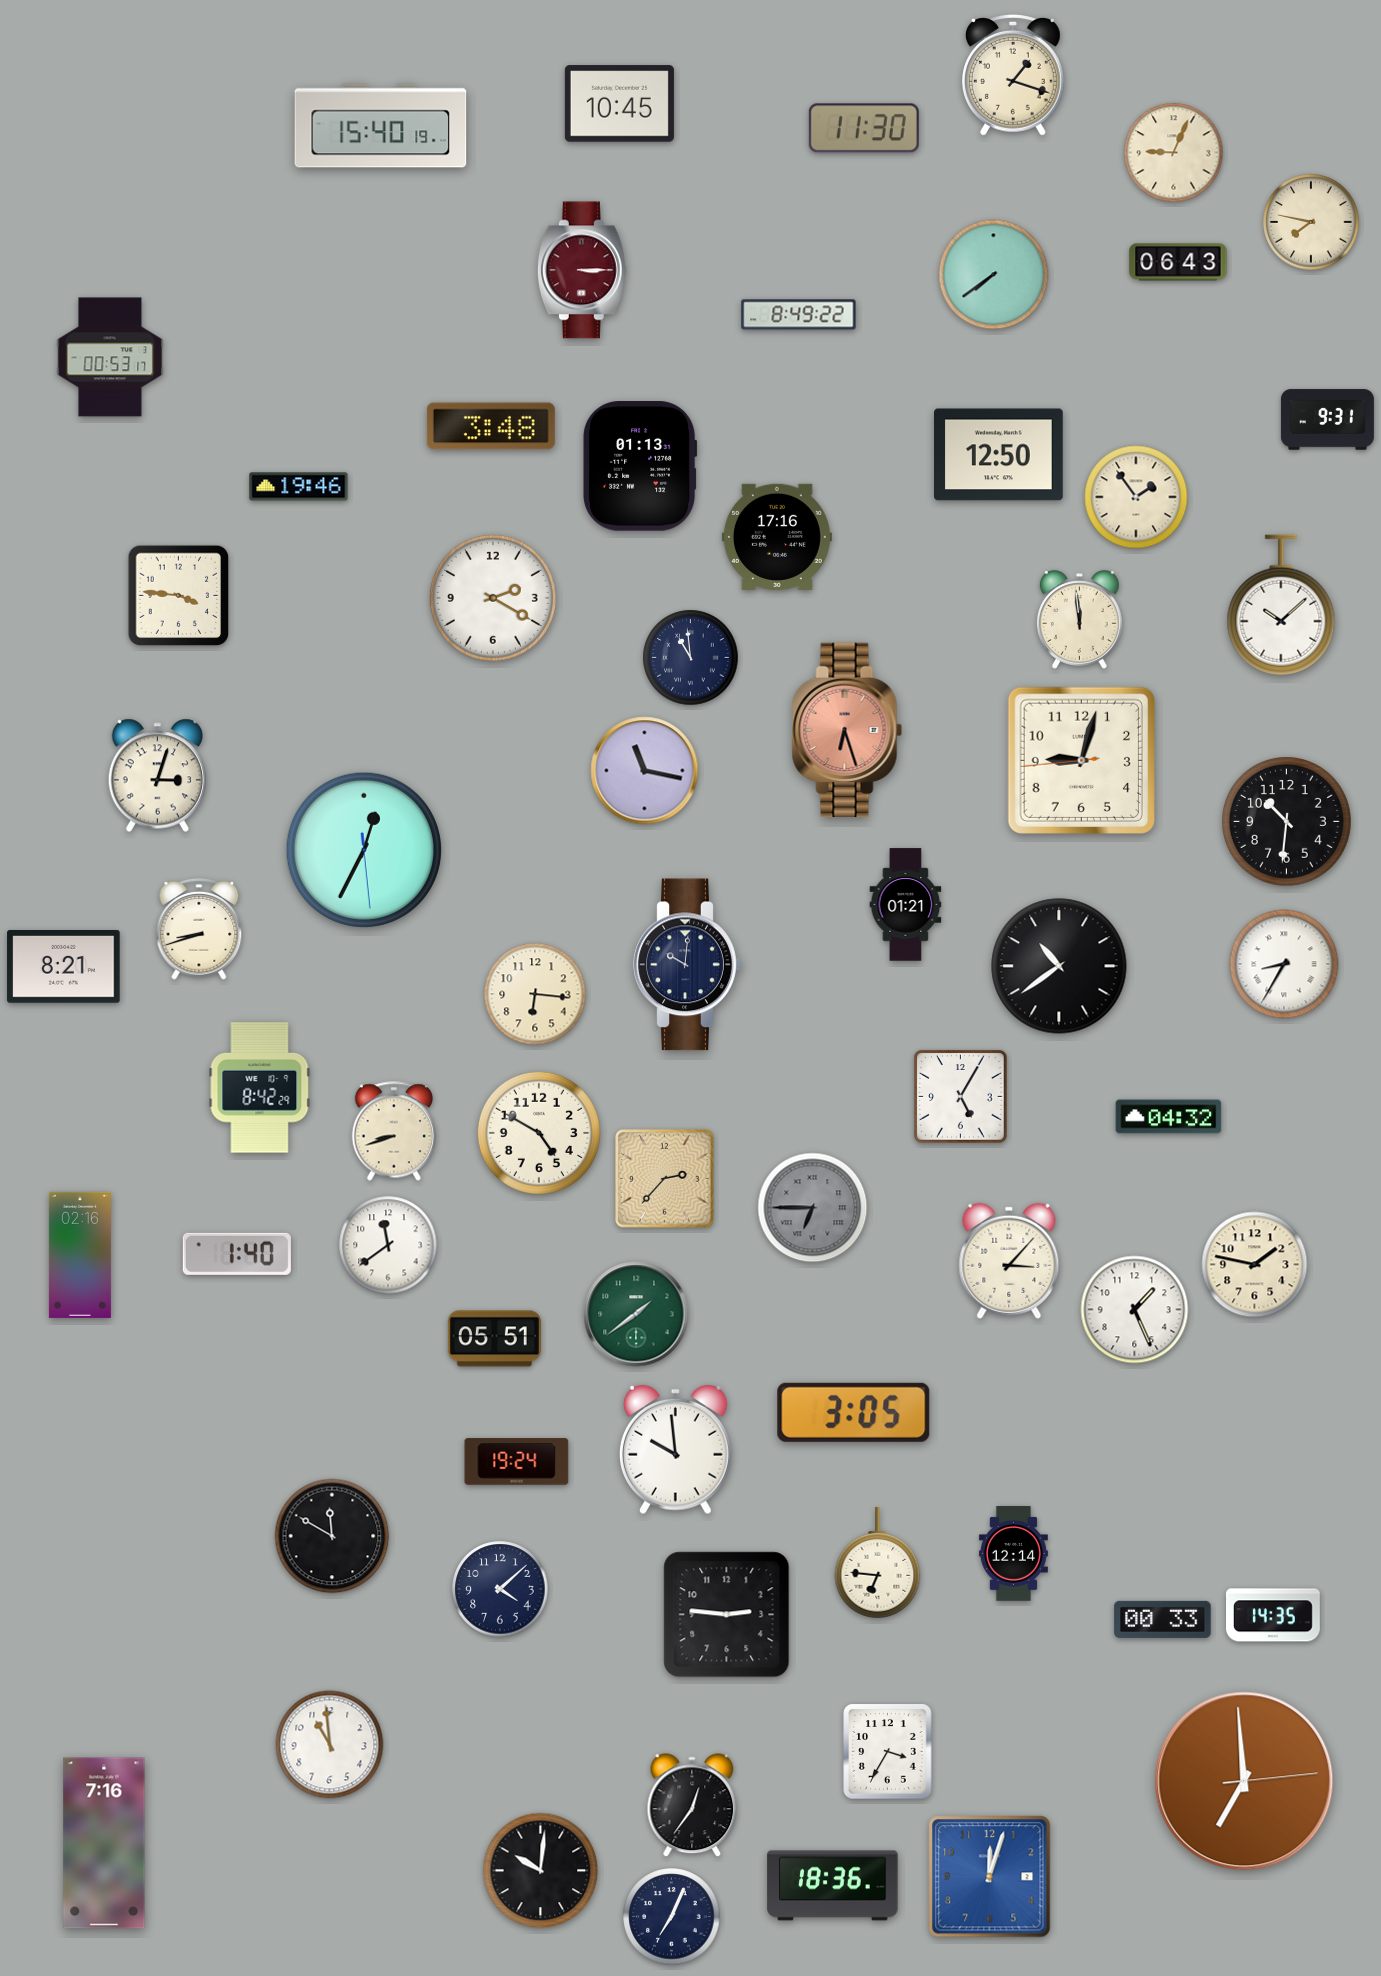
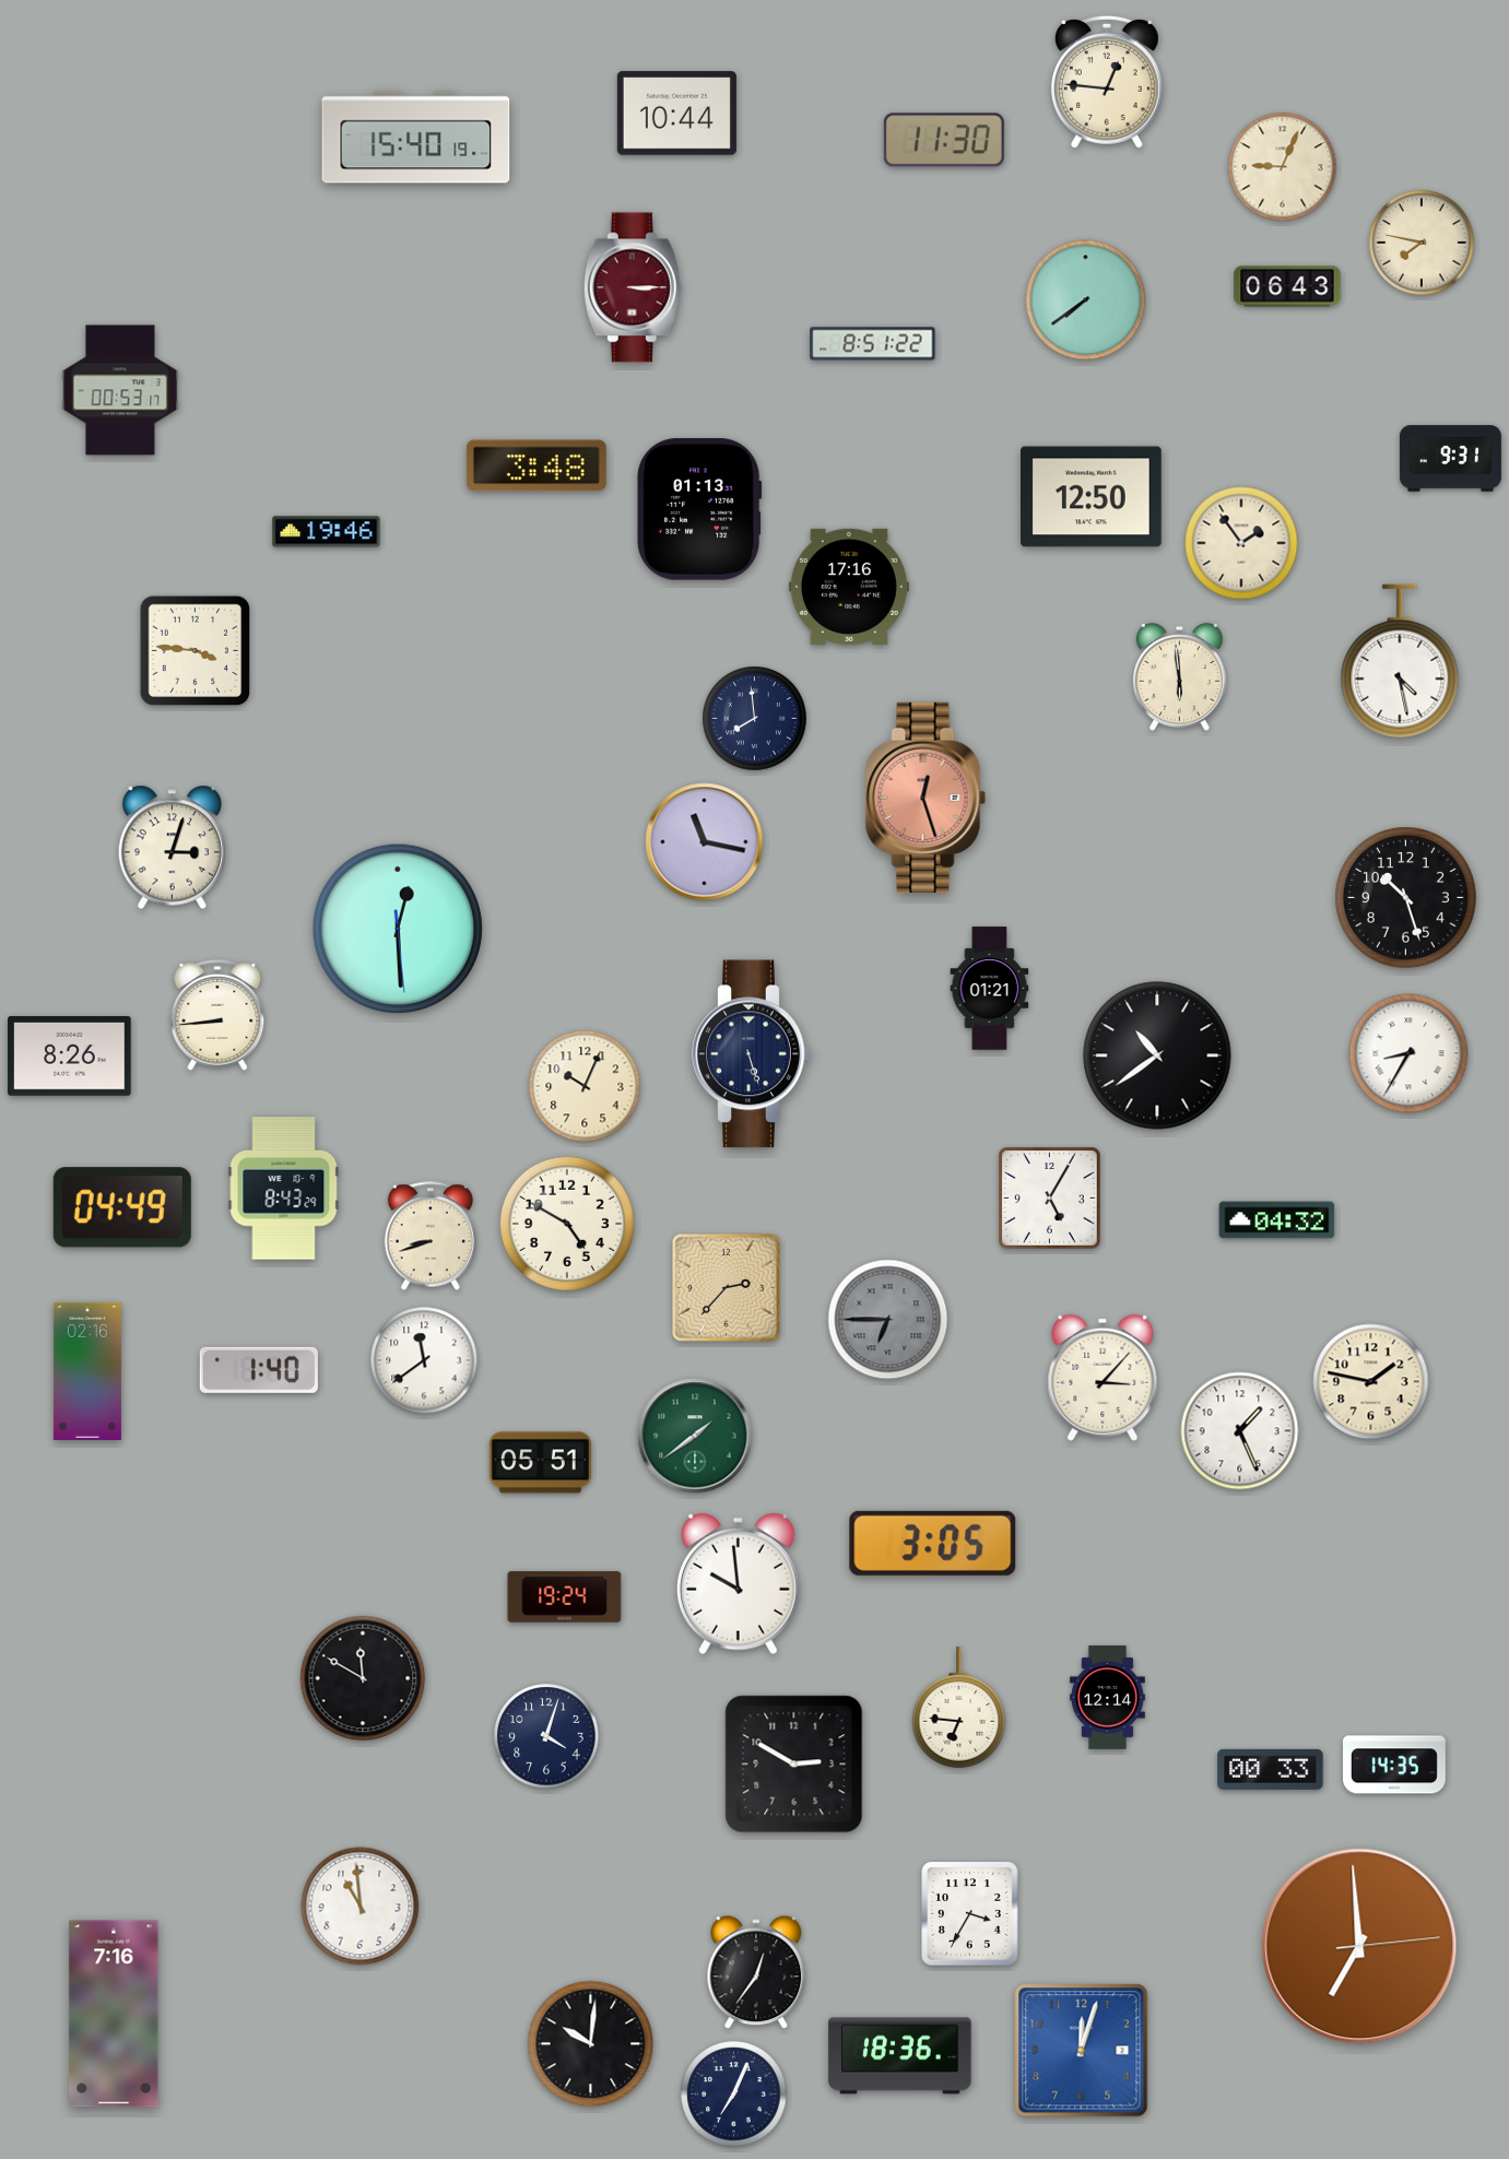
clock at (1013, 75): 1:18 -> 12:46
clock at (619, 104): 10:45 -> 10:44
clock at (1311, 222) position: (1311, 222) -> (1422, 243)
clock at (582, 270) position: (582, 270) -> (633, 287)
clock at (799, 315): 8:49 -> 8:51
clock at (493, 598): 2:20 -> none
clock at (1281, 605): 10:08 -> 4:28
clock at (1079, 620): 11:59 -> 5:59
clock at (691, 658): 10:59 -> 7:59
clock at (847, 730): 6:27 -> 12:27
clock at (1081, 760): 9:02 -> none
clock at (1287, 822): 10:31 -> 10:27
clock at (364, 850): 12:34 -> 12:29
clock at (199, 930): 8:42 -> 8:44
clock at (1284, 964) position: (1284, 964) -> (1408, 1053)
clock at (688, 965): 10:01 -> 5:27
clock at (64, 967): 8:21 -> 8:26
clock at (535, 994): 6:16 -> 10:04
clock at (260, 1088): 8:42 -> 8:43
clock at (122, 1207): none -> 04:49
clock at (539, 1133) position: (539, 1133) -> (567, 1224)
clock at (500, 1589): 4:08 -> 4:03
clock at (727, 1615): 2:46 -> 2:50
clock at (1273, 1615) position: (1273, 1615) -> (1394, 1765)
clock at (833, 1886) position: (833, 1886) -> (900, 2056)
